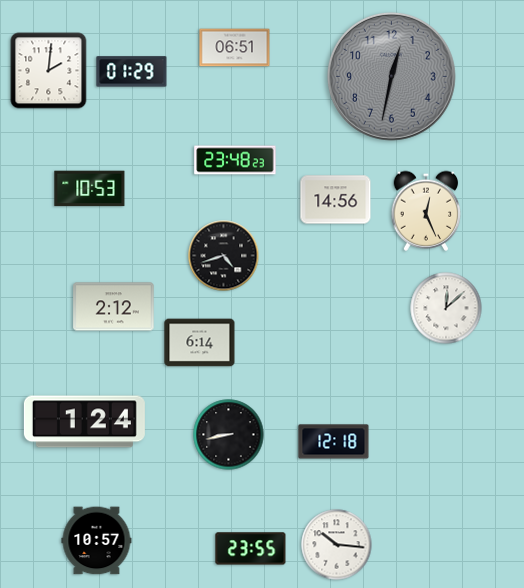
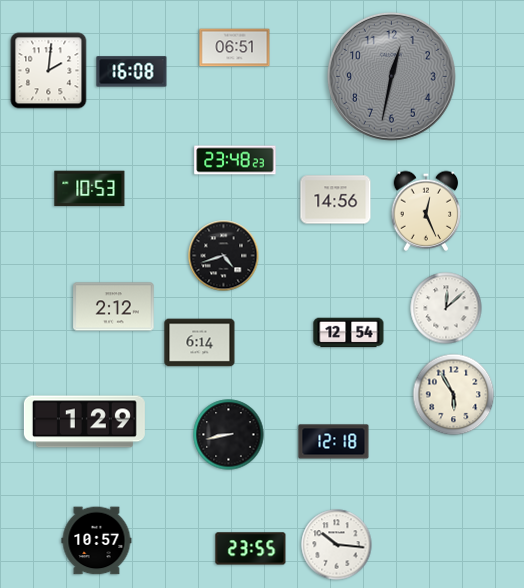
clock at (132, 72): 01:29 -> 16:08
clock at (349, 333): none -> 12:54
clock at (454, 395): none -> 5:55
clock at (84, 422): 1:24 -> 1:29
